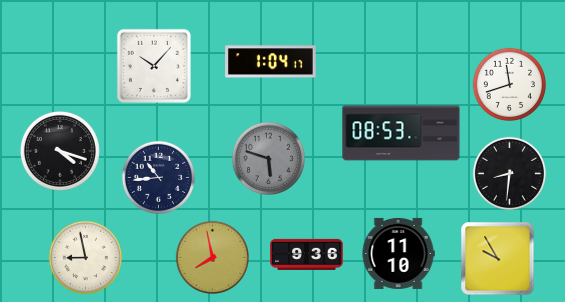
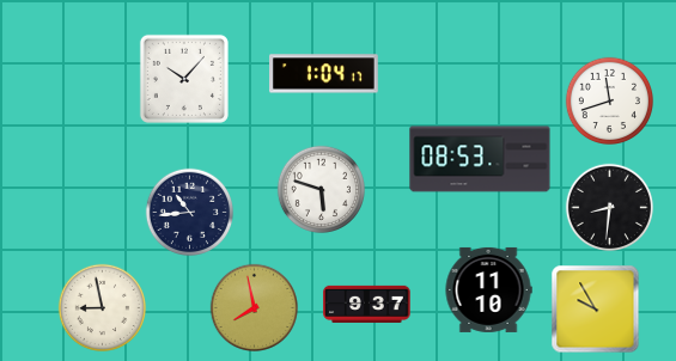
clock at (60, 151): 4:18 -> none
clock at (268, 158) dial: grey -> white
clock at (398, 253) position: (398, 253) -> (488, 289)
clock at (307, 254): 9:36 -> 9:37
